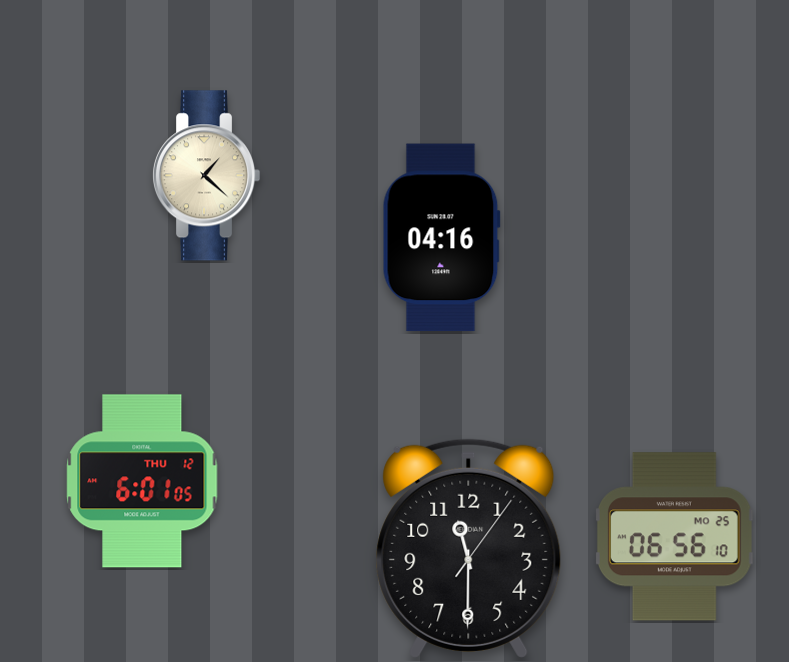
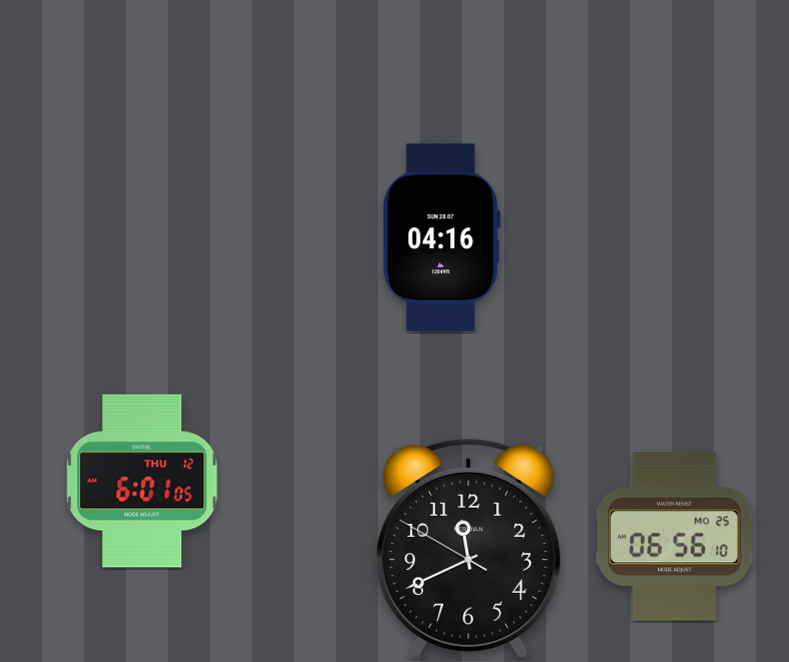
clock at (206, 176): 1:22 -> none
clock at (469, 548): 11:30 -> 11:40
